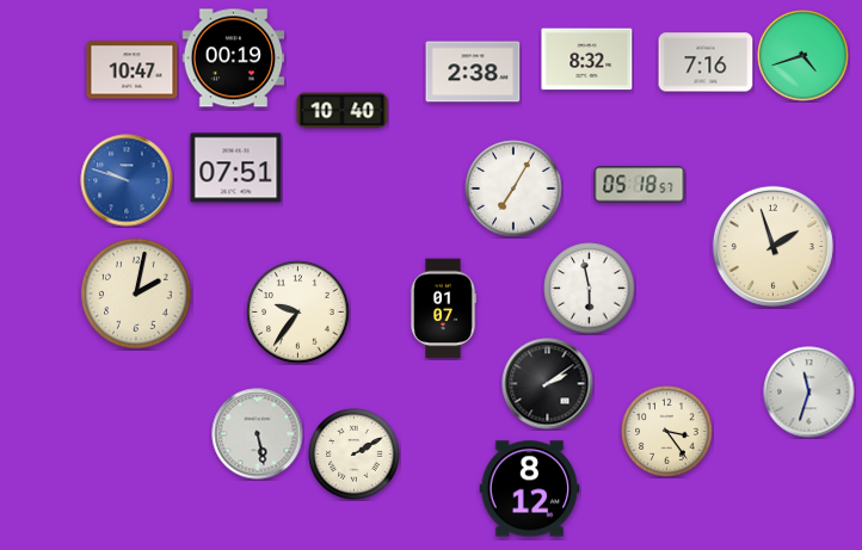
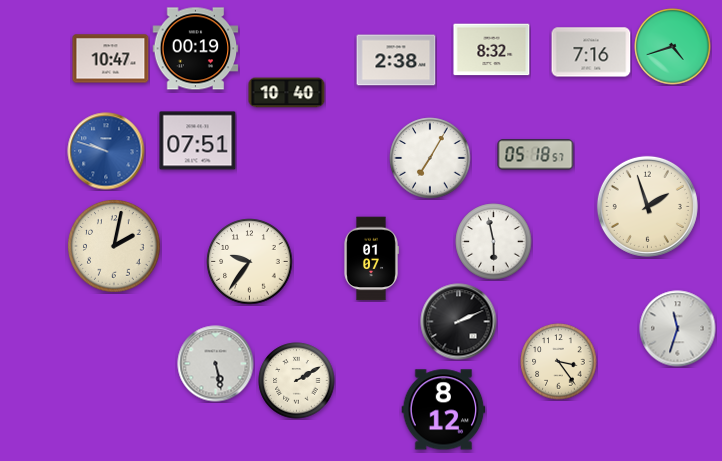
clock at (548, 384): 2:09 -> 2:11
